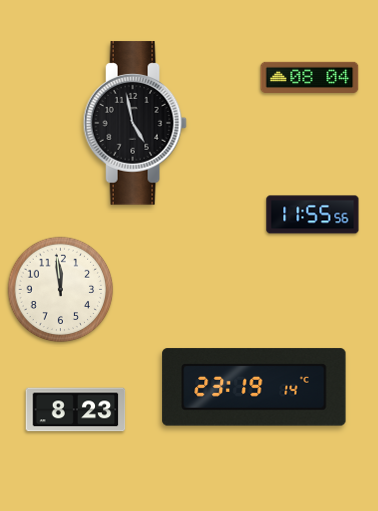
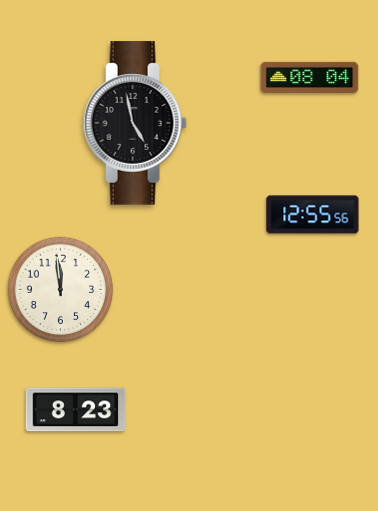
clock at (313, 215): 11:55 -> 12:55
clock at (254, 387): 23:19 -> none
